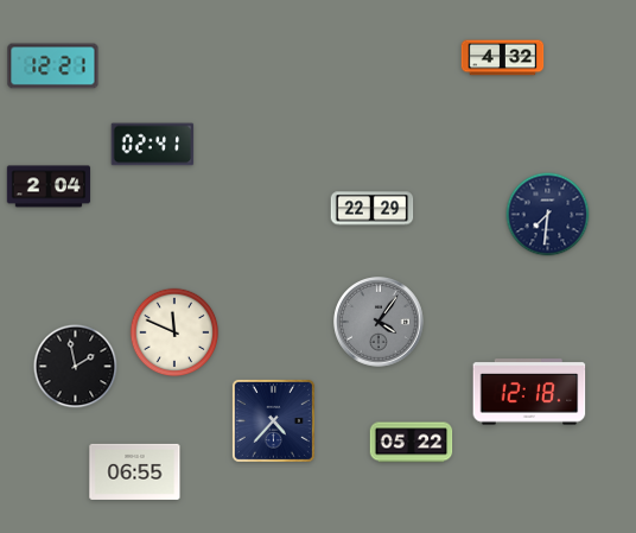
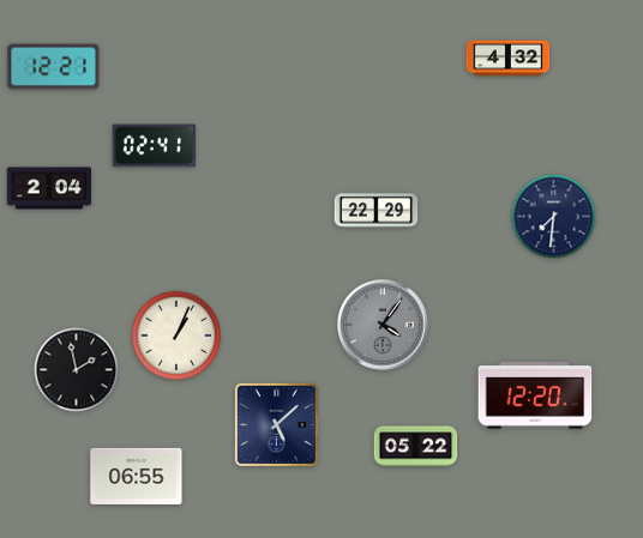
clock at (174, 332): 11:49 -> 1:04
clock at (529, 392): 12:18 -> 12:20
clock at (273, 420): 4:37 -> 5:08
